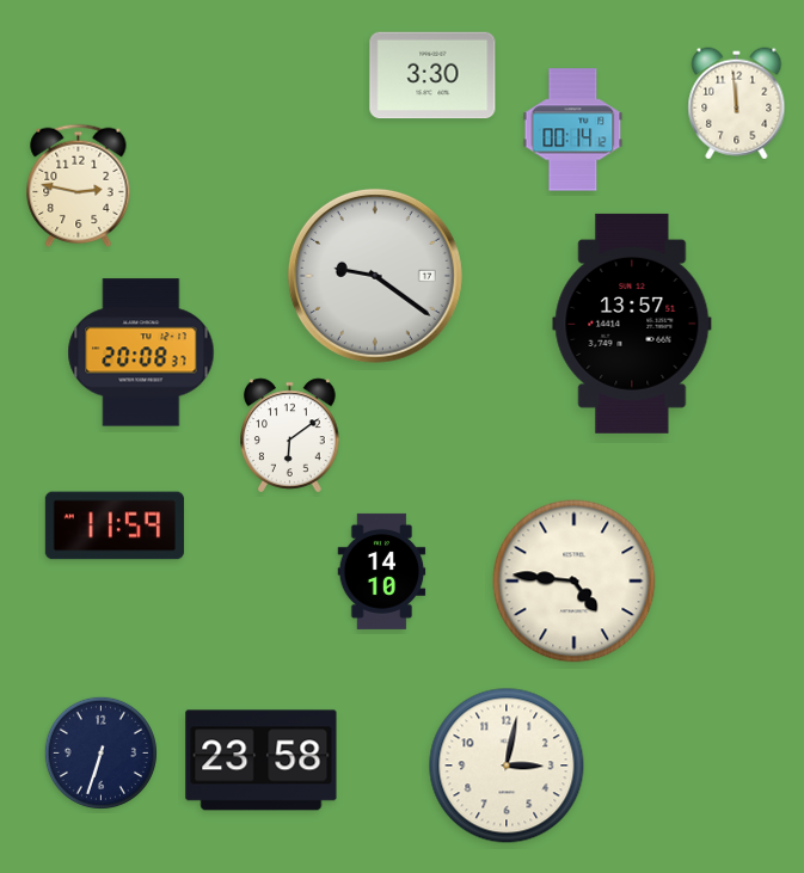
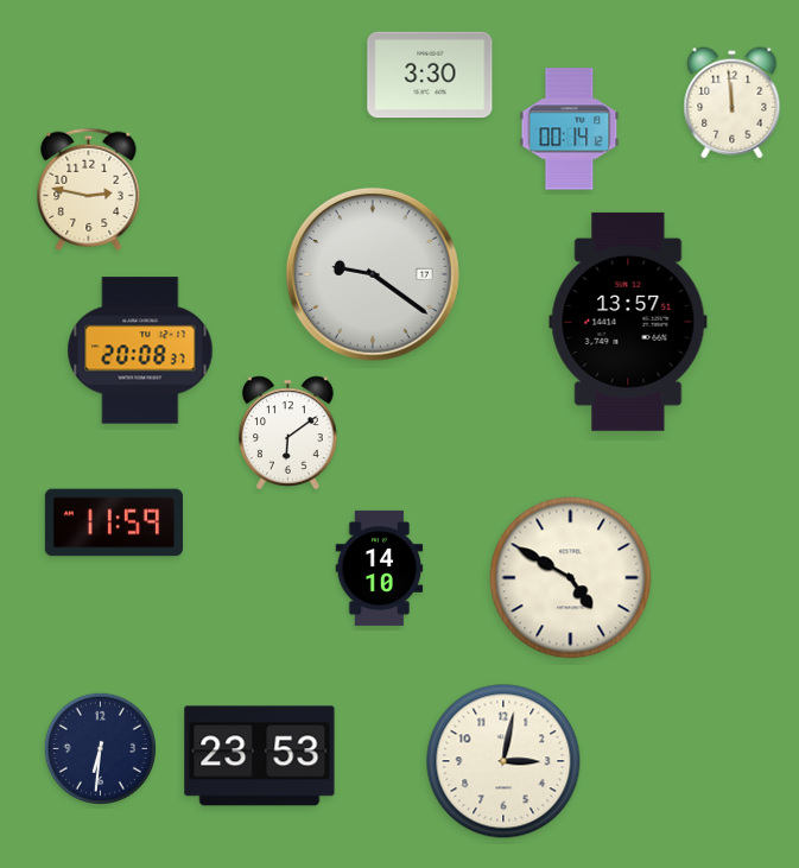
clock at (79, 186) position: (79, 186) -> (89, 190)
clock at (575, 582): 4:46 -> 4:50
clock at (100, 752): 6:33 -> 6:31
clock at (262, 761): 23:58 -> 23:53
